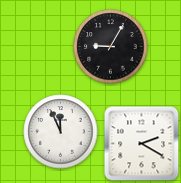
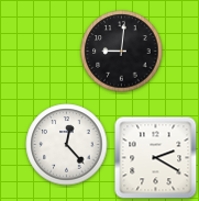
clock at (111, 47): 9:05 -> 9:01
clock at (61, 132): 11:56 -> 12:23
